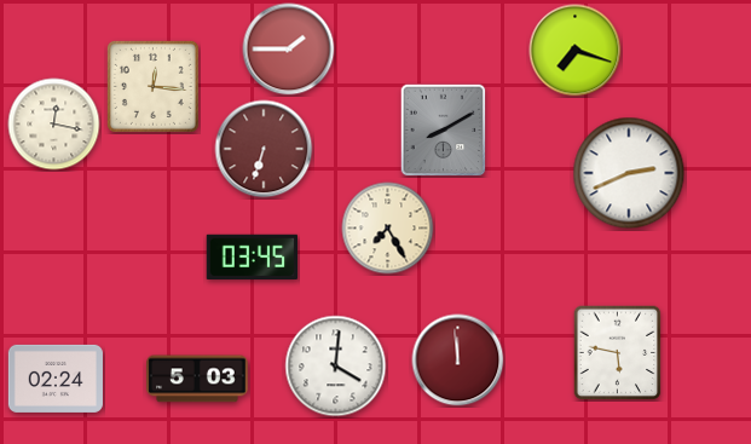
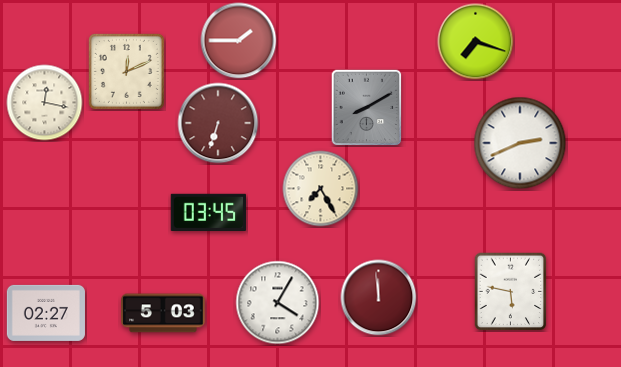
clock at (152, 86): 12:16 -> 12:11
clock at (336, 367): 4:01 -> 4:05
clock at (56, 379): 02:24 -> 02:27
